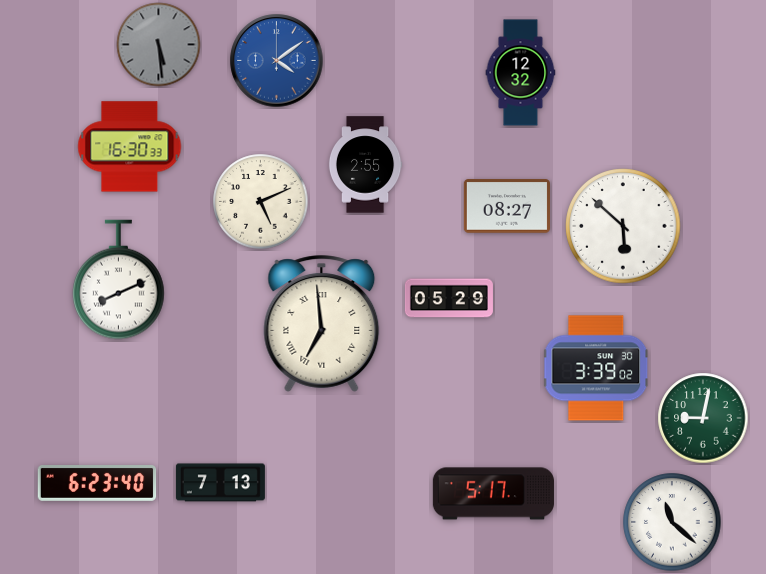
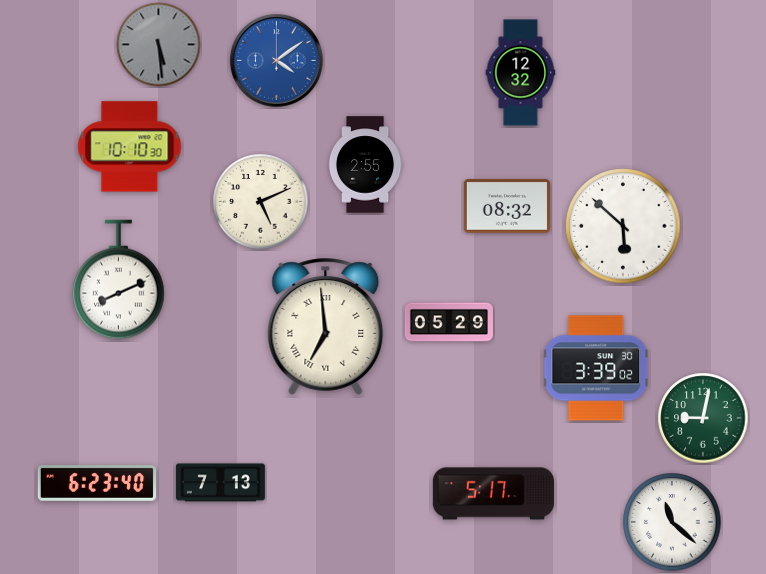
clock at (130, 147): 16:30 -> 10:10
clock at (507, 206): 08:27 -> 08:32
clock at (449, 298) position: (449, 298) -> (449, 322)
clock at (322, 324) position: (322, 324) -> (326, 327)
